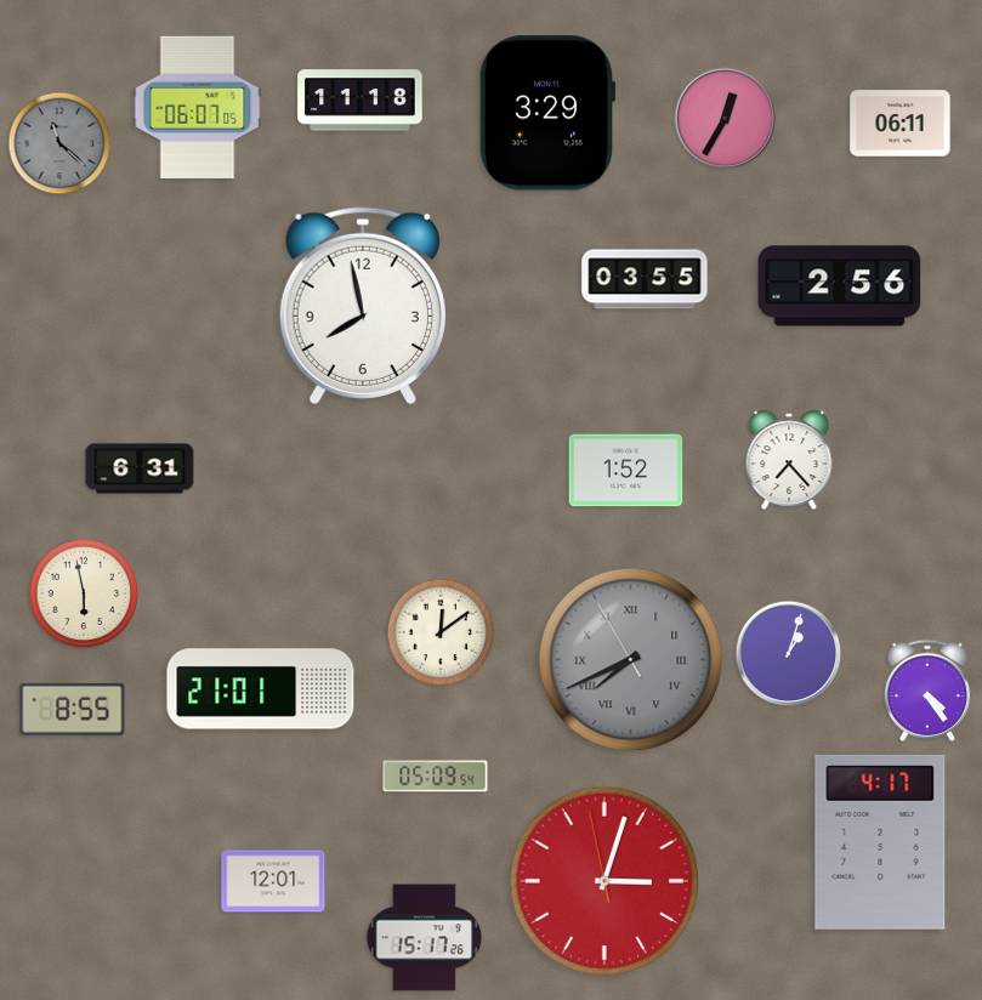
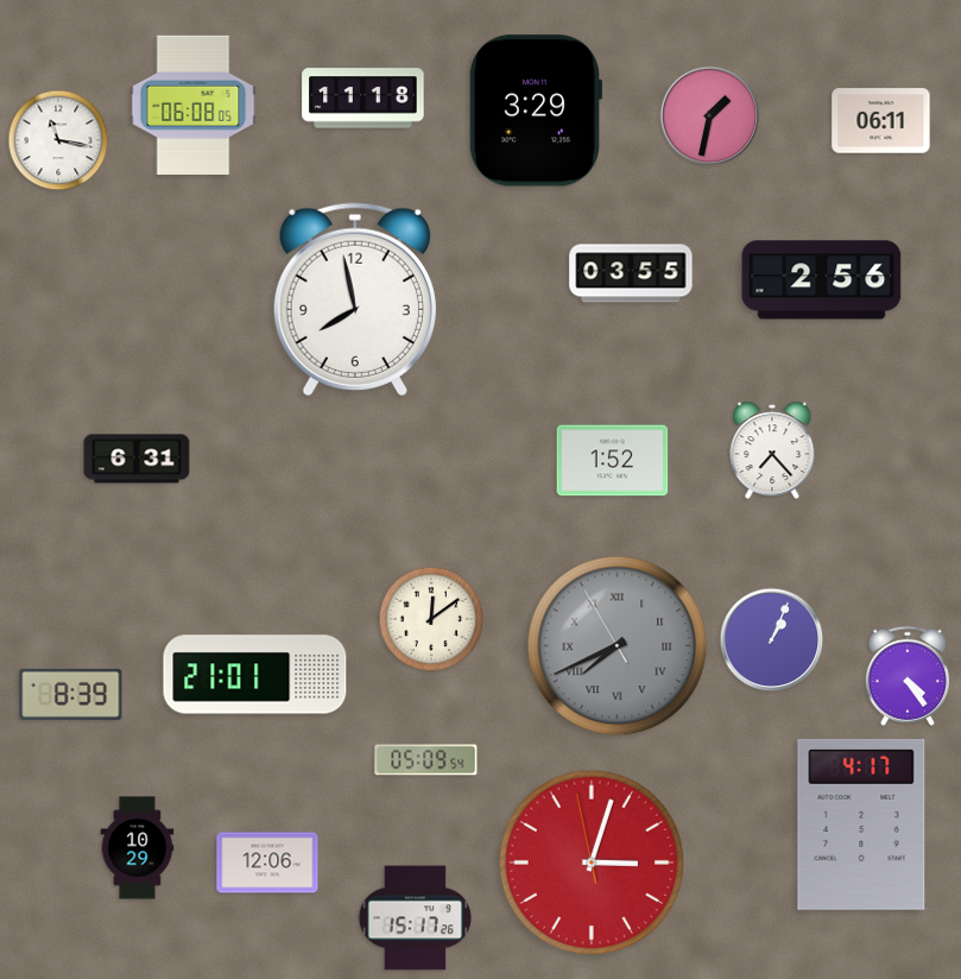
clock at (361, 101) position: (361, 101) -> (363, 99)
clock at (198, 107): 06:07 -> 06:08
clock at (726, 119): 12:35 -> 1:32
clock at (59, 143): 11:22 -> 11:17
clock at (59, 143) dial: grey -> white
clock at (84, 593): 5:58 -> none
clock at (789, 654): 1:03 -> 1:04
clock at (73, 709): 8:55 -> 8:39
clock at (138, 848): none -> 10:29
clock at (273, 881): 12:01 -> 12:06
